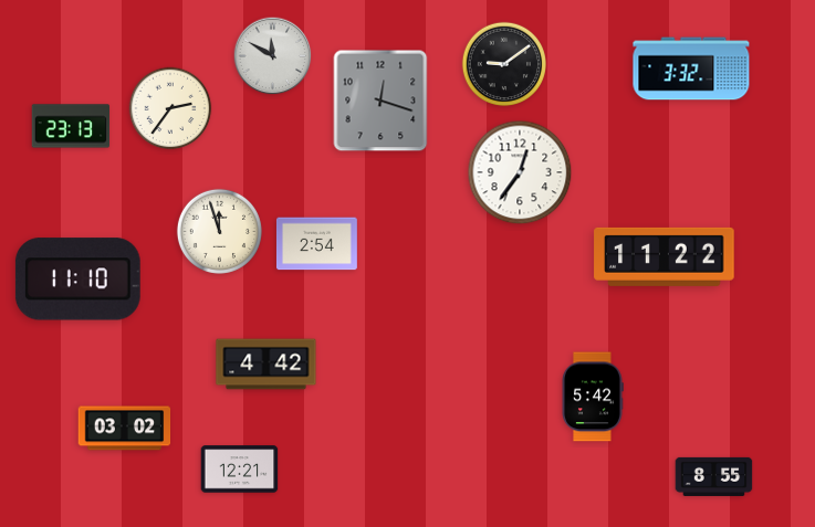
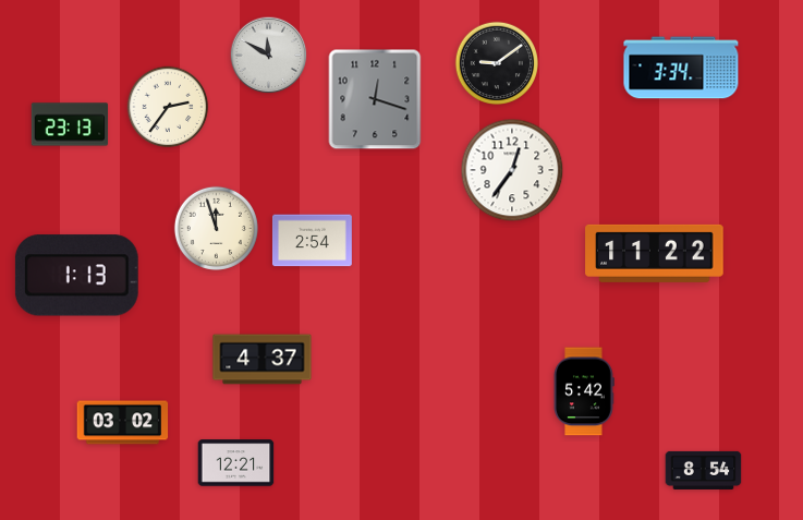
clock at (691, 68): 3:32 -> 3:34
clock at (77, 280): 11:10 -> 1:13
clock at (267, 365): 4:42 -> 4:37
clock at (714, 476): 8:55 -> 8:54
